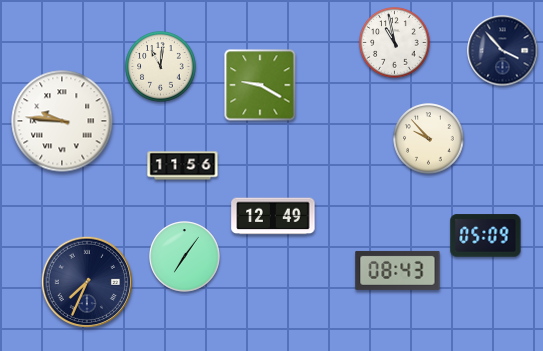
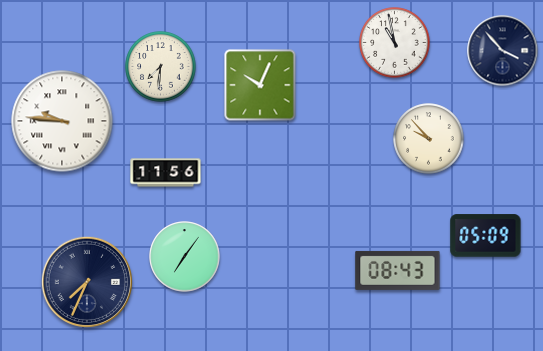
clock at (161, 67): 11:01 -> 7:31
clock at (260, 85): 9:20 -> 10:04
clock at (183, 166) position: (183, 166) -> (166, 173)
clock at (273, 216): 12:49 -> none
